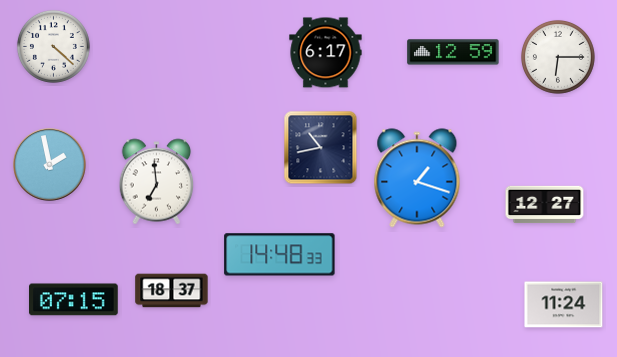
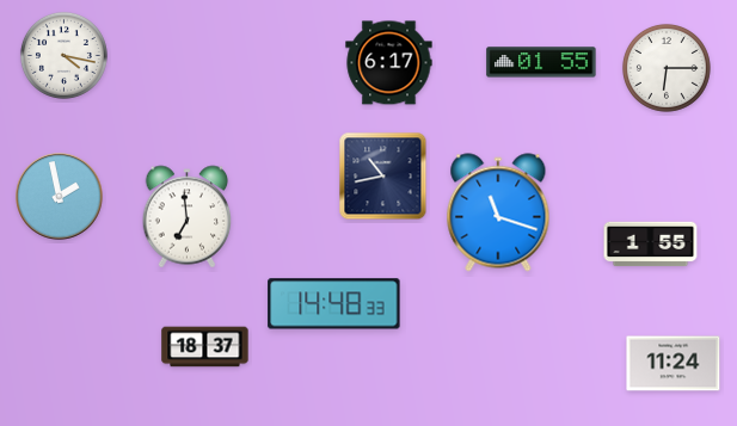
clock at (53, 46): 4:22 -> 4:17
clock at (453, 52): 12:59 -> 01:55
clock at (417, 178): 1:18 -> 11:18
clock at (545, 205): 12:27 -> 1:55
clock at (74, 300): 07:15 -> none
